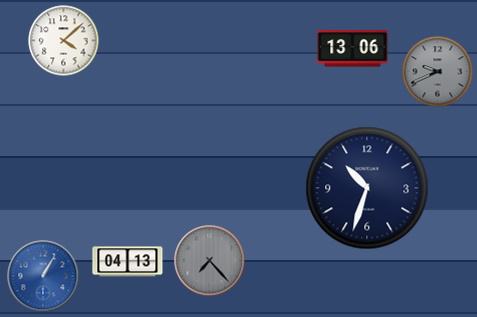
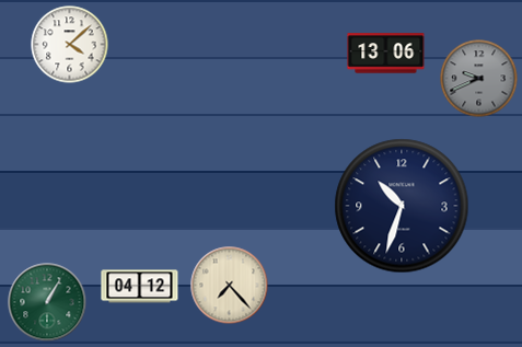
clock at (210, 261) dial: grey -> cream
clock at (128, 262): 04:13 -> 04:12
clock at (43, 276) dial: blue -> green
